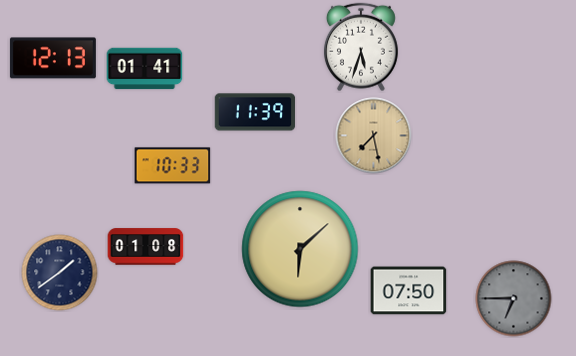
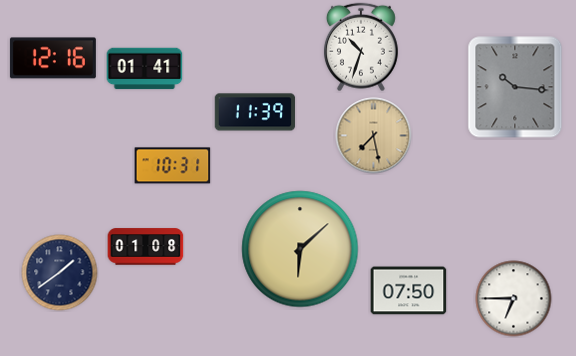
clock at (361, 47): 5:33 -> 10:33
clock at (53, 58): 12:13 -> 12:16
clock at (515, 87): none -> 10:16
clock at (173, 166): 10:33 -> 10:31
clock at (514, 299) dial: grey -> white
